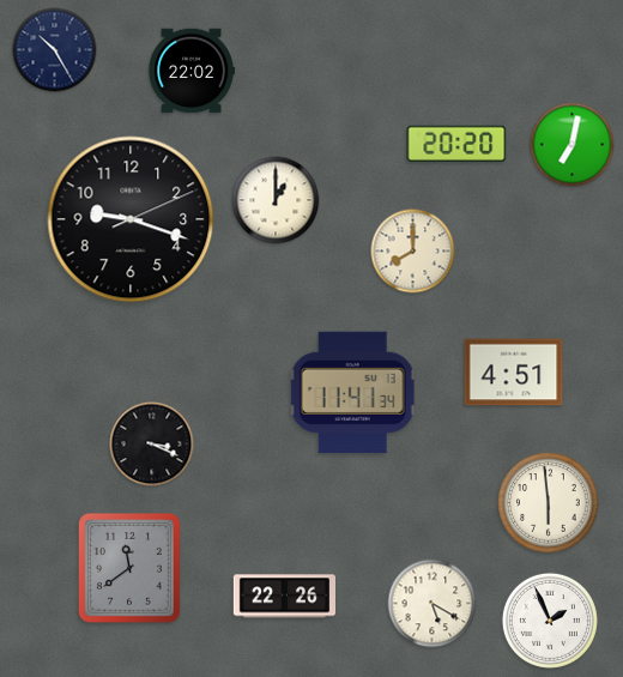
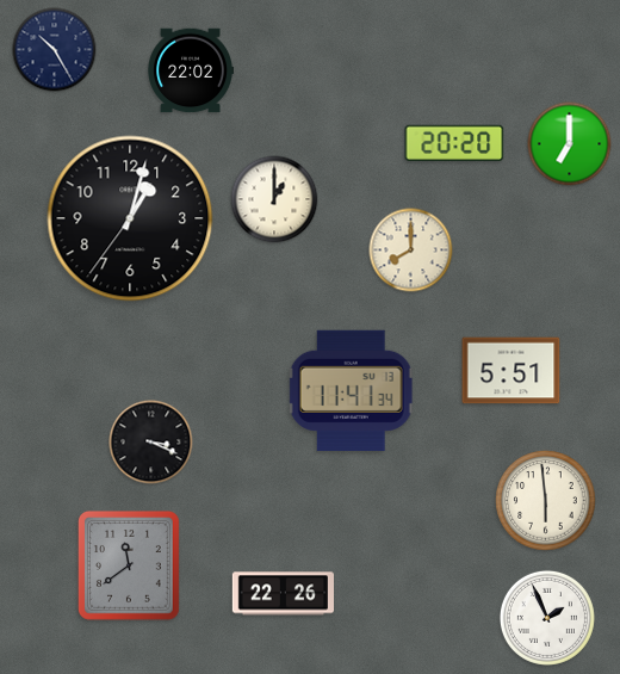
clock at (573, 145): 7:02 -> 7:00
clock at (131, 219): 9:18 -> 1:02
clock at (514, 373): 4:51 -> 5:51
clock at (433, 604): 5:20 -> none
